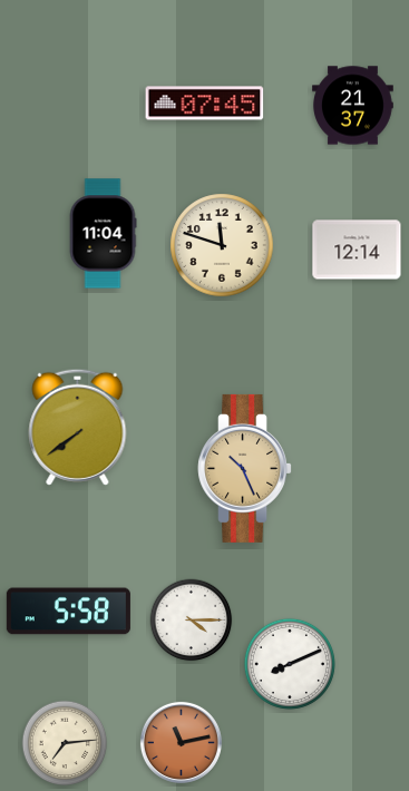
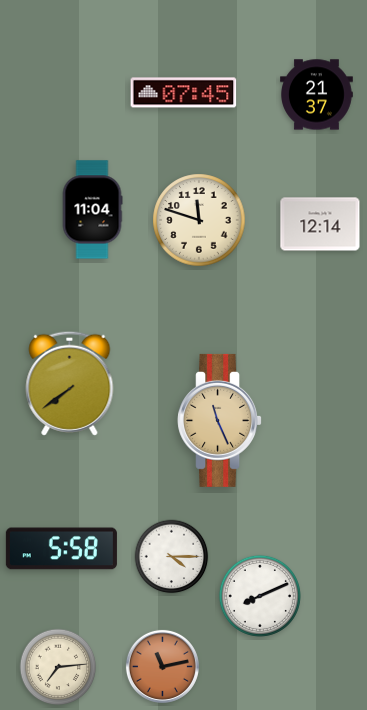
clock at (245, 468): 10:26 -> 11:26
